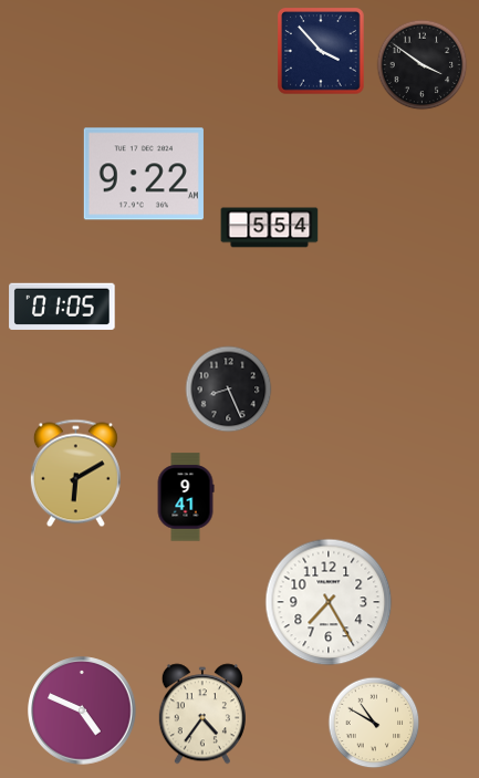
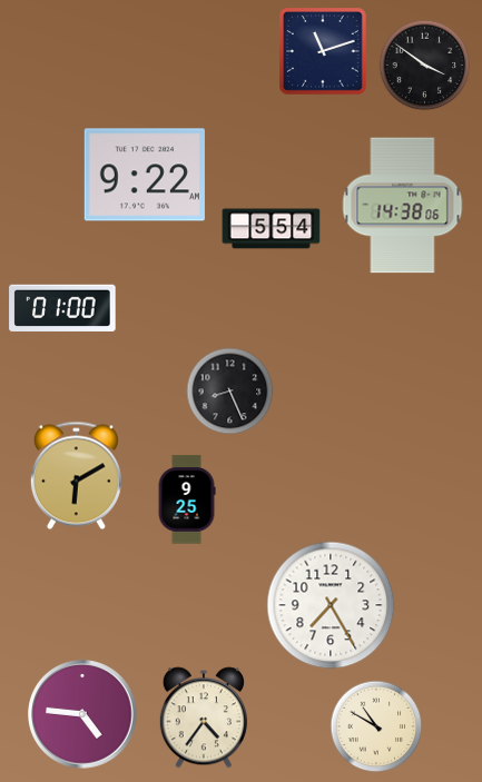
clock at (321, 51): 3:53 -> 11:12
clock at (403, 206): none -> 14:38
clock at (62, 305): 01:05 -> 01:00
clock at (186, 497): 9:41 -> 9:25
clock at (82, 710): 4:49 -> 4:46
